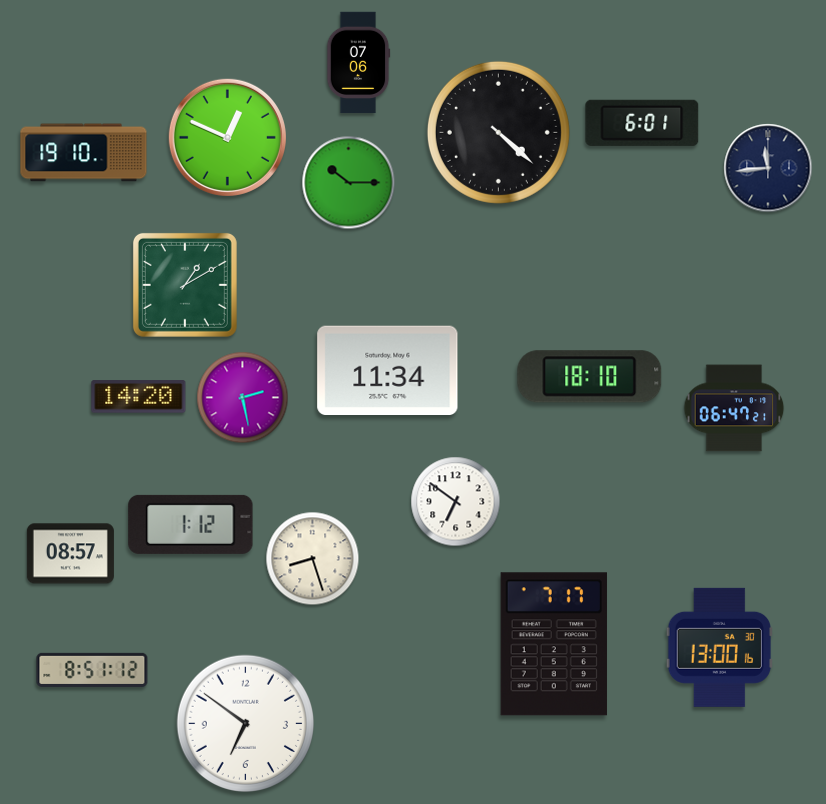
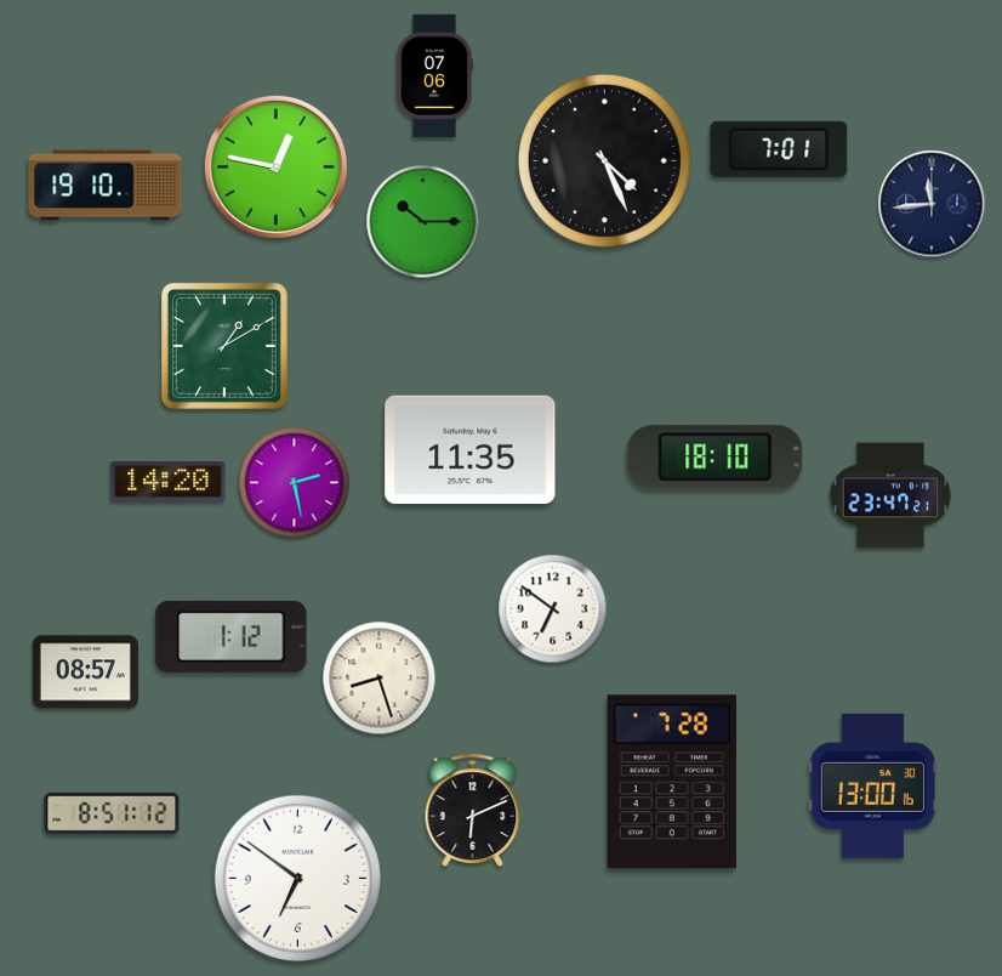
clock at (642, 123): 6:01 -> 7:01
clock at (498, 132): 4:22 -> 4:26
clock at (227, 137): 12:49 -> 12:47
clock at (84, 153) position: (84, 153) -> (106, 186)
clock at (388, 370): 11:34 -> 11:35
clock at (734, 408): 06:47 -> 23:47
clock at (554, 644): 7:17 -> 7:28
clock at (473, 810): none -> 6:11
